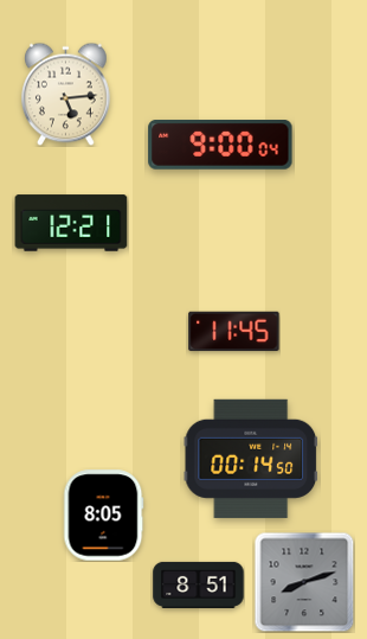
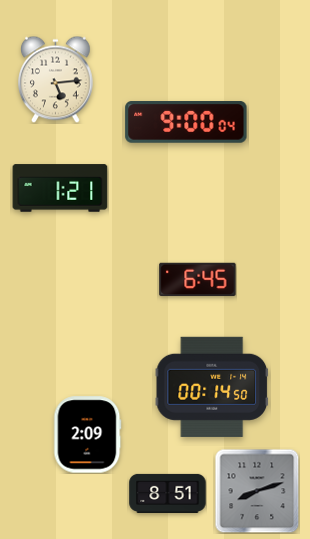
clock at (71, 223): 12:21 -> 1:21
clock at (234, 332): 11:45 -> 6:45
clock at (104, 516): 8:05 -> 2:09
